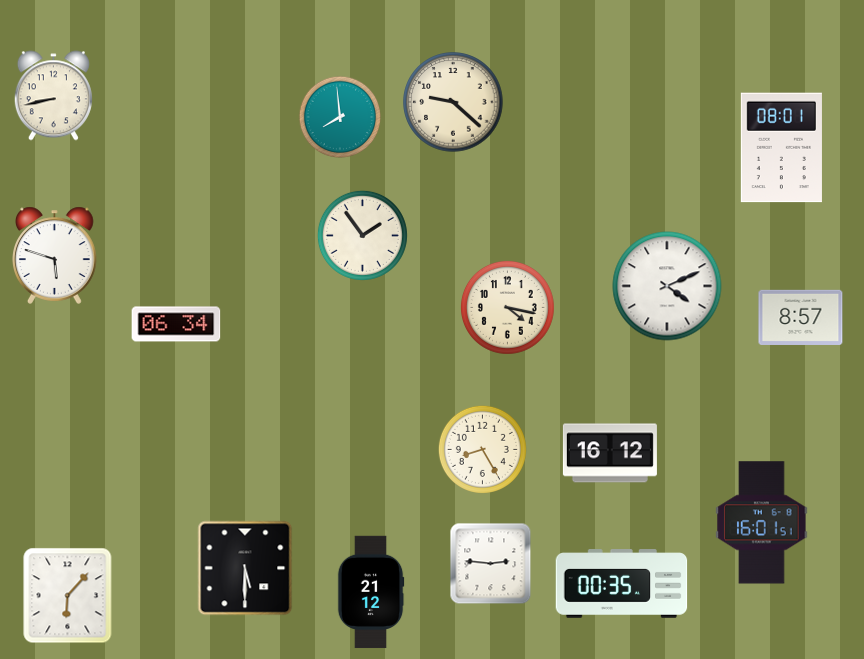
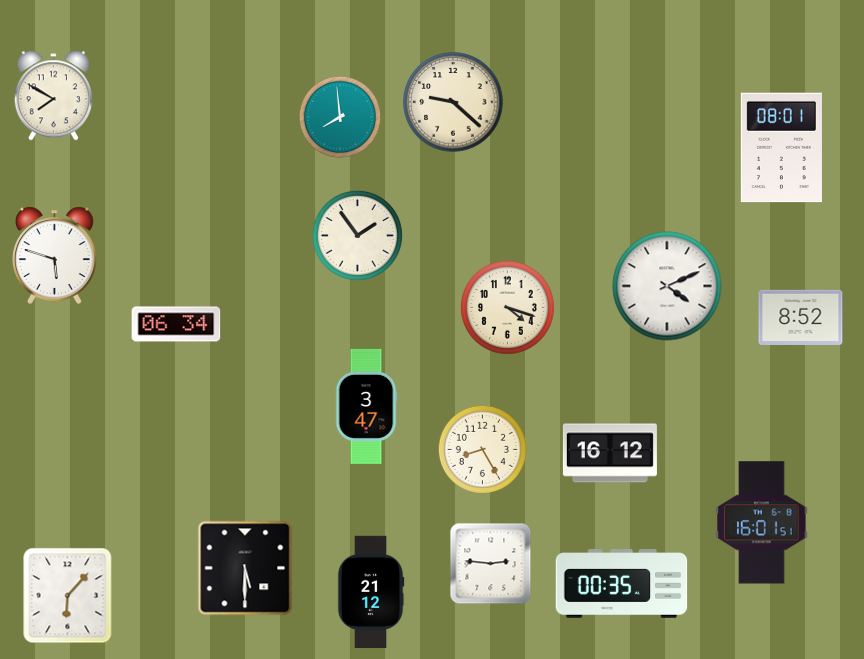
clock at (53, 96): 8:43 -> 7:50
clock at (362, 235) position: (362, 235) -> (357, 235)
clock at (507, 307): 4:17 -> 4:18
clock at (801, 317): 8:57 -> 8:52
clock at (366, 406): none -> 3:47
